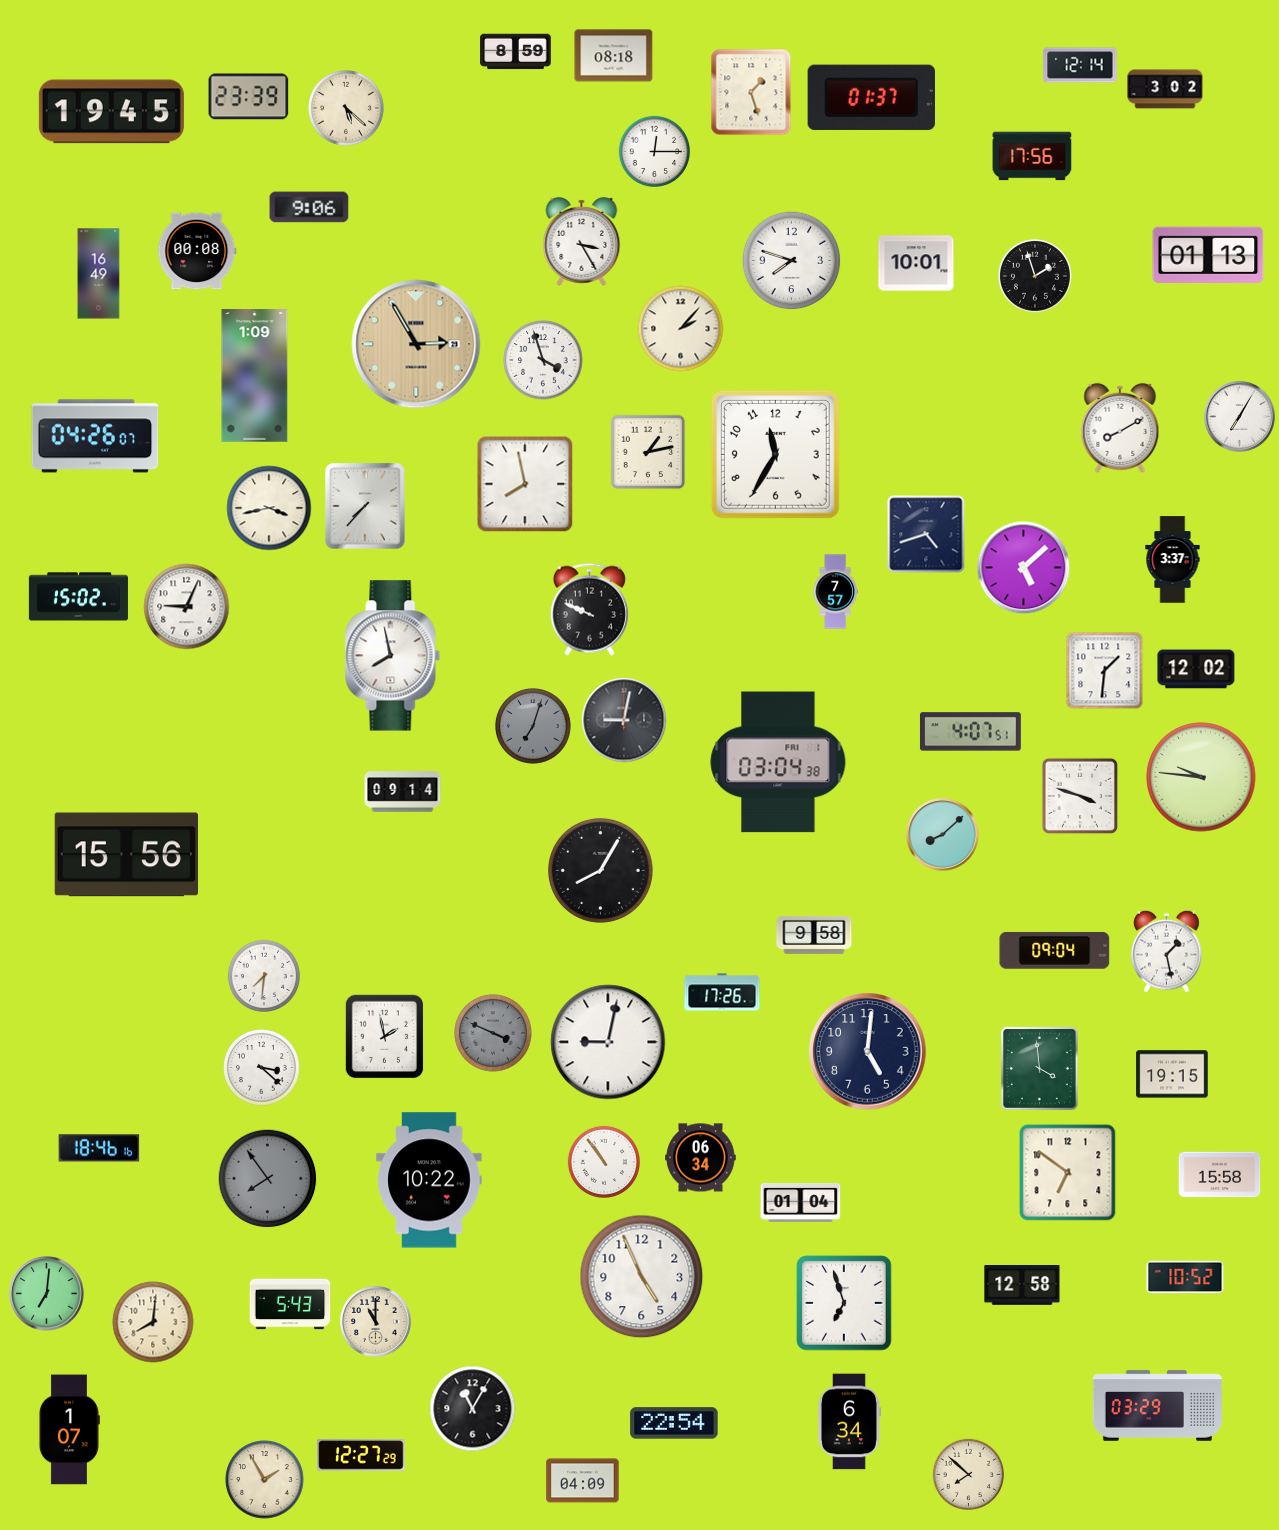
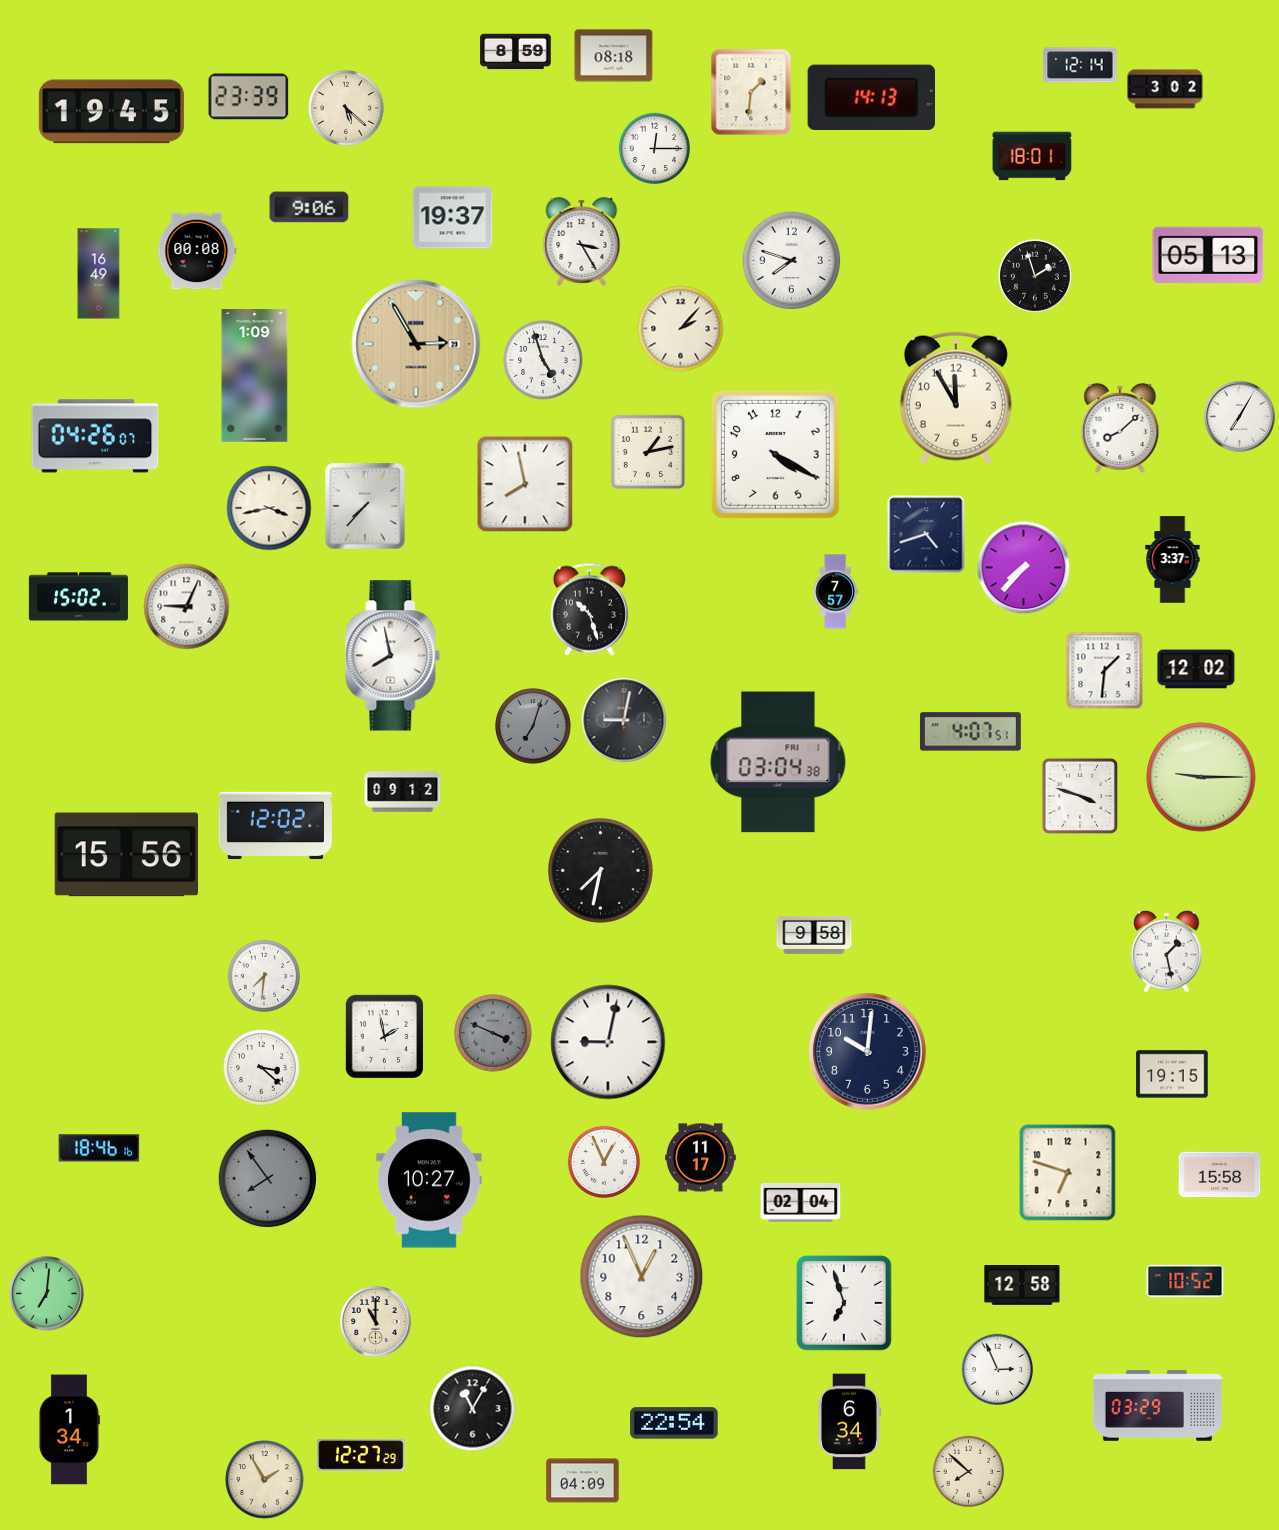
clock at (751, 92): 1:27 -> 1:31
clock at (871, 97): 01:37 -> 14:13
clock at (654, 151) position: (654, 151) -> (654, 148)
clock at (1032, 156): 17:56 -> 18:01
clock at (453, 218): none -> 19:37
clock at (1208, 254): 01:13 -> 05:13
clock at (916, 263): 10:01 -> none
clock at (543, 360): 3:57 -> 4:57
clock at (956, 398): none -> 11:55
clock at (1120, 428): 8:10 -> 8:08
clock at (775, 454): 11:35 -> 4:20
clock at (1024, 568): 5:08 -> 7:37
clock at (589, 609): 9:49 -> 10:27
clock at (1201, 777): 9:46 -> 9:15
clock at (403, 792): 09:14 -> 09:12
clock at (275, 826): none -> 12:02
clock at (943, 835): 8:08 -> none
clock at (600, 870): 8:05 -> 7:32
clock at (1055, 950): 09:04 -> none
clock at (722, 992): 17:26 -> none
clock at (868, 1052): 5:01 -> 10:01
clock at (1039, 1068): 3:59 -> none
clock at (701, 1158): 06:34 -> 11:17
clock at (604, 1162): 10:54 -> 12:56
clock at (1068, 1173): 6:51 -> 6:48
clock at (429, 1180): 10:22 -> 10:27
clock at (801, 1203): 01:04 -> 02:04
clock at (642, 1277): 4:56 -> 12:56
clock at (1185, 1277) position: (1185, 1277) -> (1185, 1281)
clock at (290, 1304): 5:43 -> none
clock at (153, 1322): 8:01 -> none
clock at (997, 1369): none -> 2:56
clock at (69, 1430): 1:07 -> 1:34
clock at (968, 1474) position: (968, 1474) -> (968, 1471)
